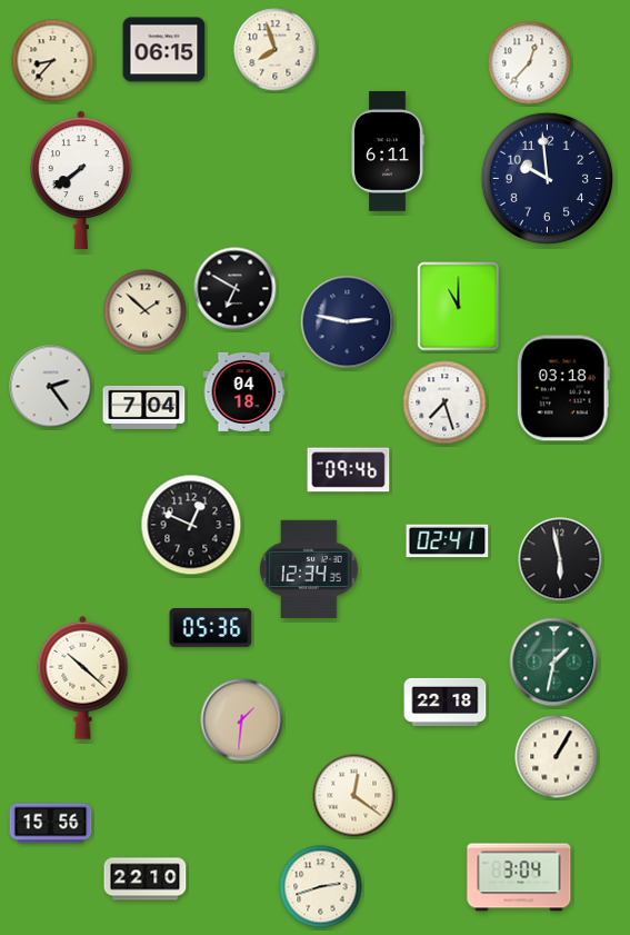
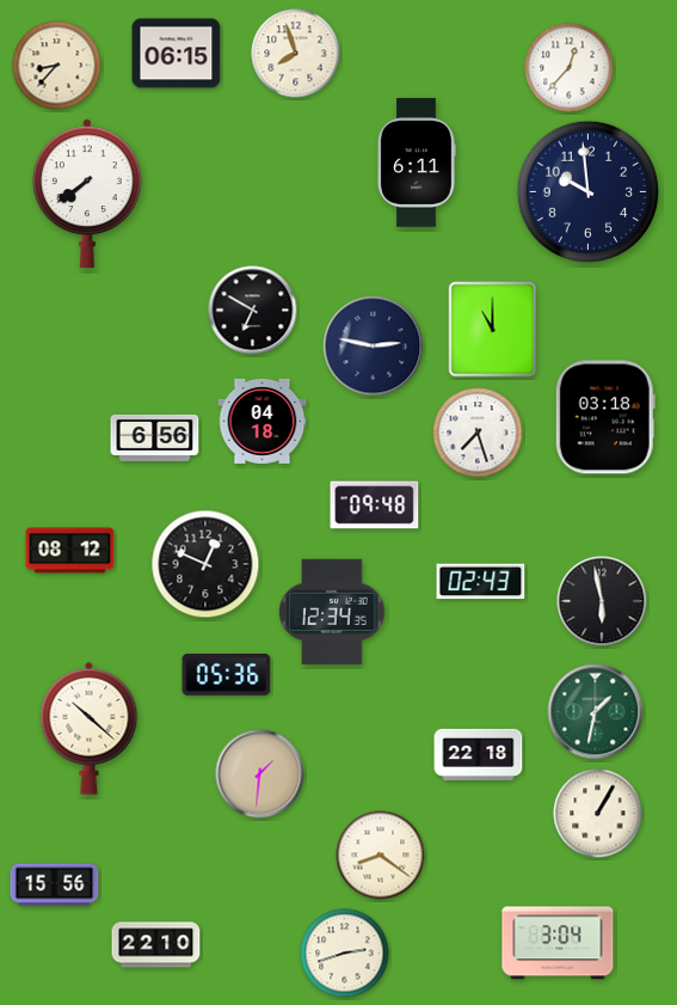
clock at (146, 311): 1:52 -> none
clock at (51, 387): 2:24 -> none
clock at (144, 407): 7:04 -> 6:56
clock at (349, 470): 09:46 -> 09:48
clock at (70, 551): none -> 08:12
clock at (448, 541): 02:41 -> 02:43
clock at (354, 796): 12:21 -> 8:21
